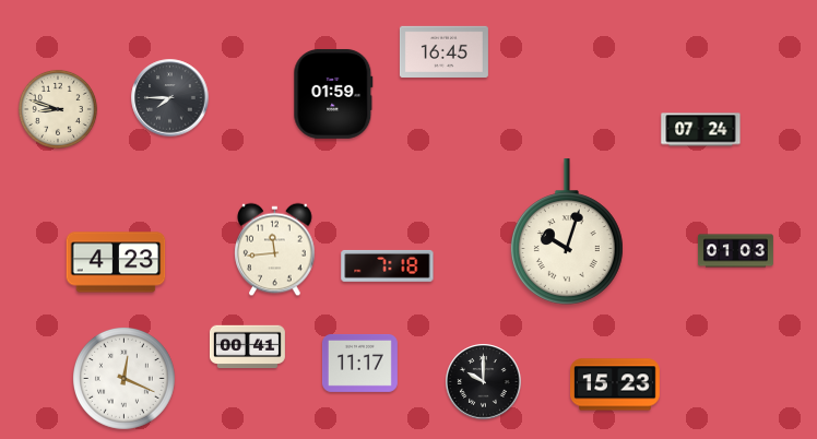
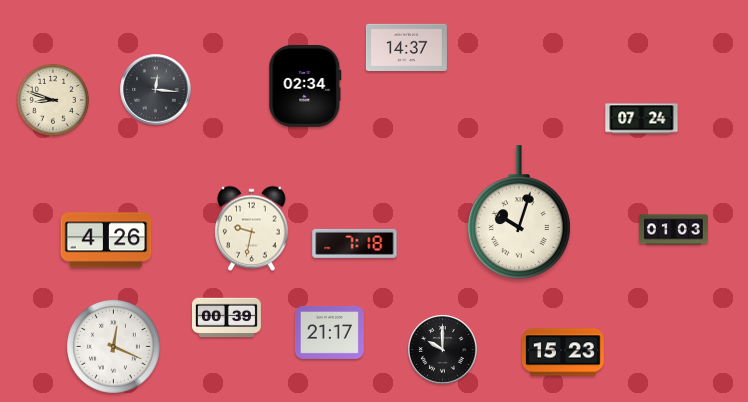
clock at (443, 51): 16:45 -> 14:37
clock at (333, 94): 01:59 -> 02:34
clock at (170, 98): 7:45 -> 12:16
clock at (275, 250): 11:44 -> 9:32
clock at (116, 262): 4:23 -> 4:26
clock at (247, 347): 00:41 -> 00:39
clock at (359, 363): 11:17 -> 21:17
